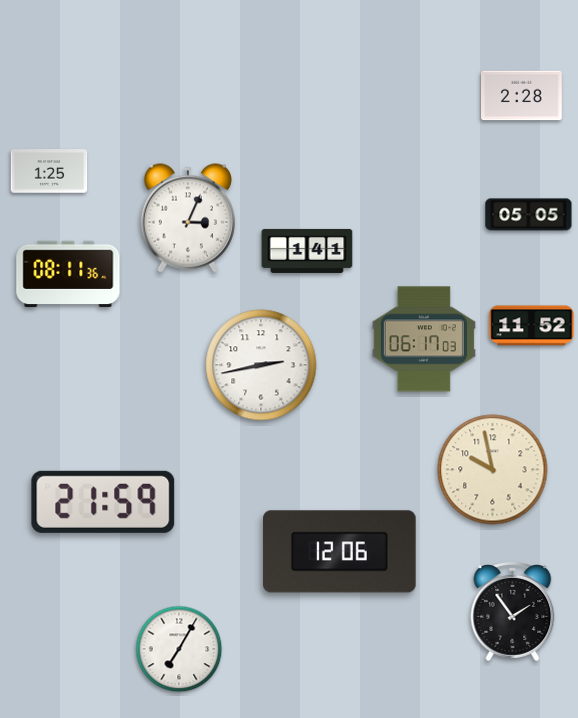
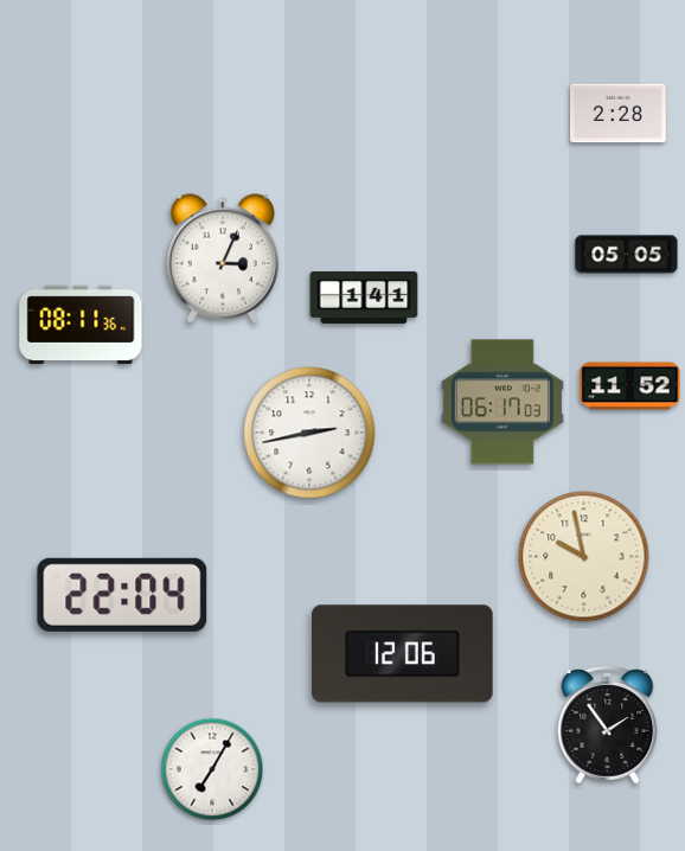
clock at (49, 171): 1:25 -> none
clock at (103, 502): 21:59 -> 22:04
